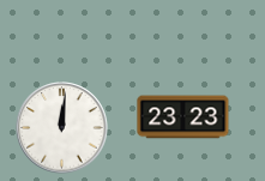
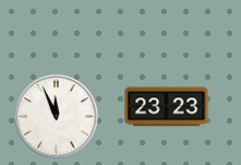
clock at (62, 128): 12:01 -> 11:56
